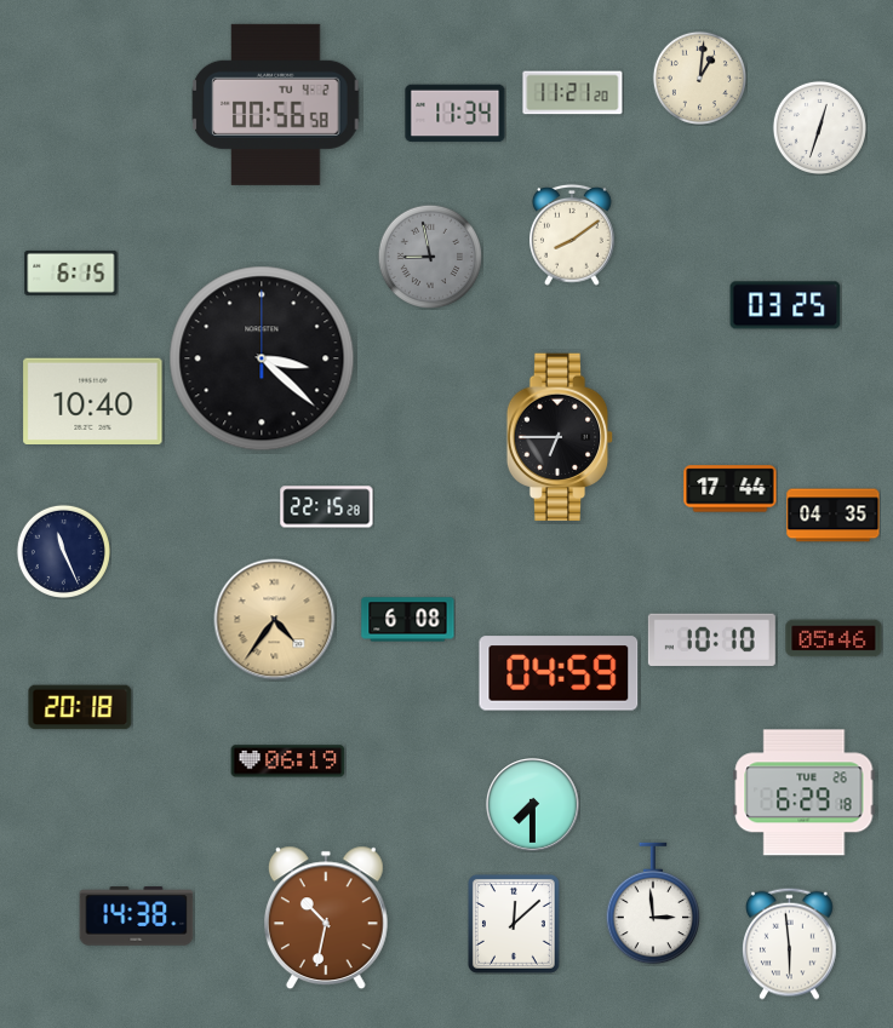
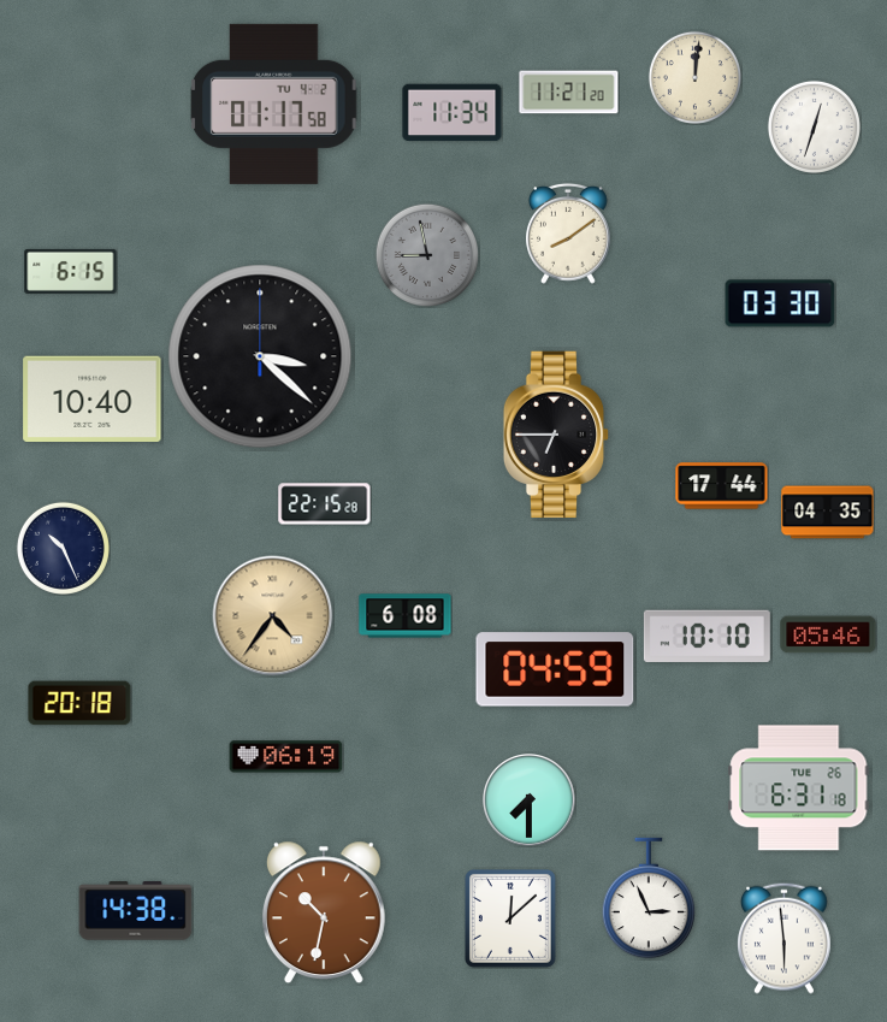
clock at (699, 77): 1:01 -> 12:01
clock at (276, 104): 00:56 -> 01:17
clock at (785, 305): 03:25 -> 03:30
clock at (731, 489) position: (731, 489) -> (722, 486)
clock at (63, 551): 11:26 -> 10:26
clock at (805, 793): 6:29 -> 6:31
clock at (653, 903): 2:59 -> 2:56
